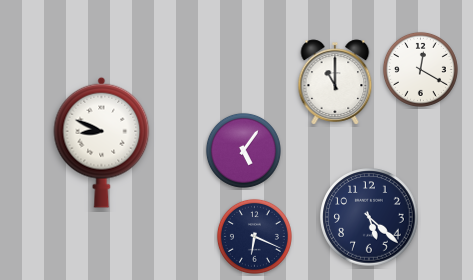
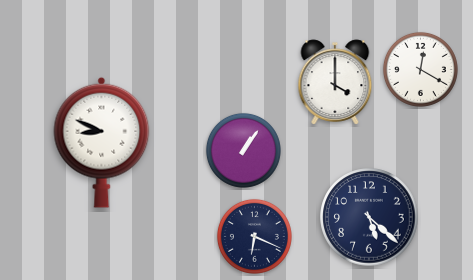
clock at (335, 82): 11:00 -> 4:00
clock at (243, 150): 5:06 -> 1:06
